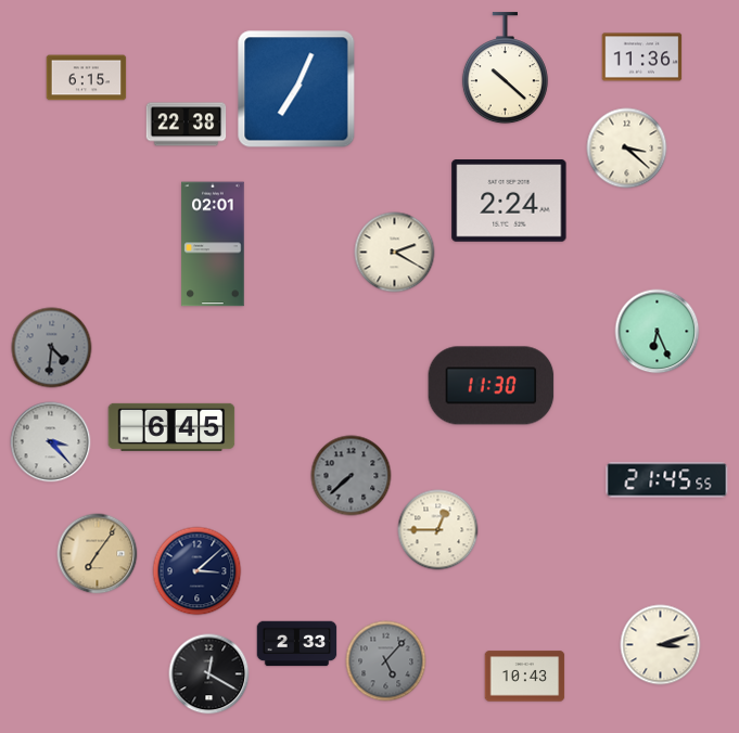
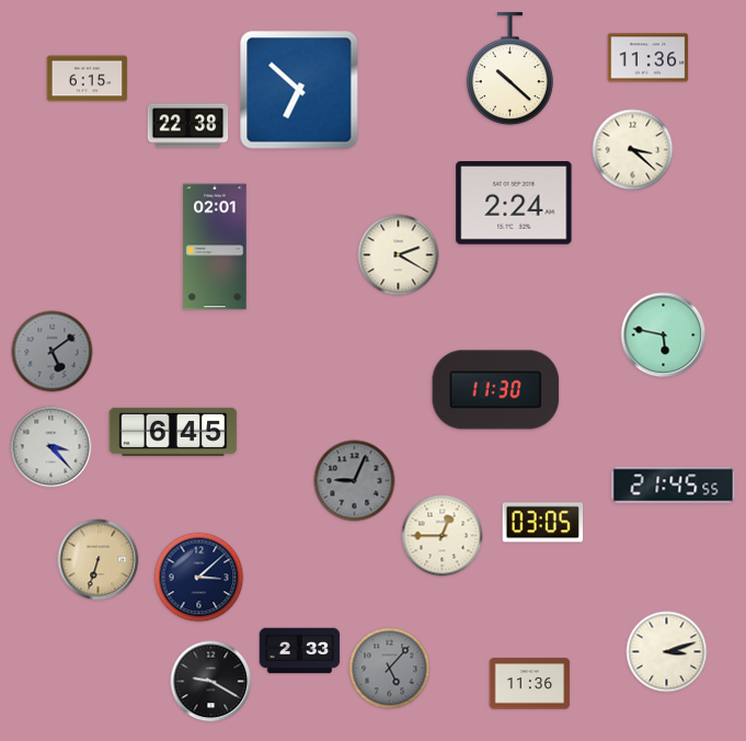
clock at (296, 89): 7:04 -> 6:52
clock at (658, 332): 6:26 -> 5:47
clock at (52, 348): 4:31 -> 5:09
clock at (352, 476): 7:38 -> 9:04
clock at (543, 523): none -> 03:05
clock at (98, 554): 7:06 -> 6:33
clock at (209, 674): 12:20 -> 9:20
clock at (525, 677): 10:43 -> 11:36
